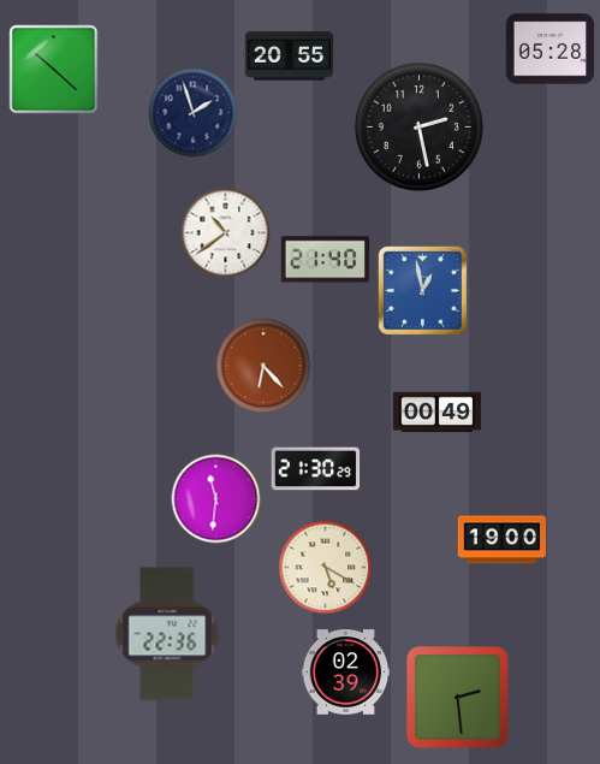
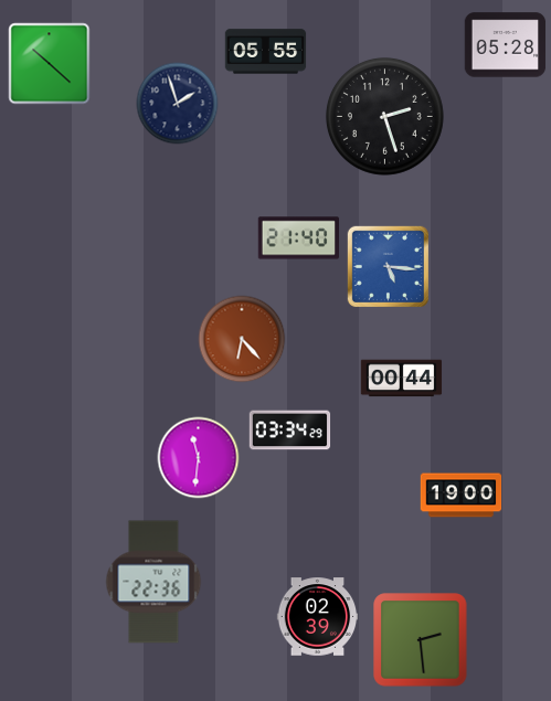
clock at (290, 57): 20:55 -> 05:55
clock at (418, 126): 2:28 -> 2:27
clock at (226, 233): 10:39 -> none
clock at (422, 290): 12:58 -> 5:16
clock at (263, 366) position: (263, 366) -> (242, 339)
clock at (438, 413): 00:49 -> 00:44
clock at (316, 469): 21:30 -> 03:34
clock at (326, 568): 5:20 -> none
